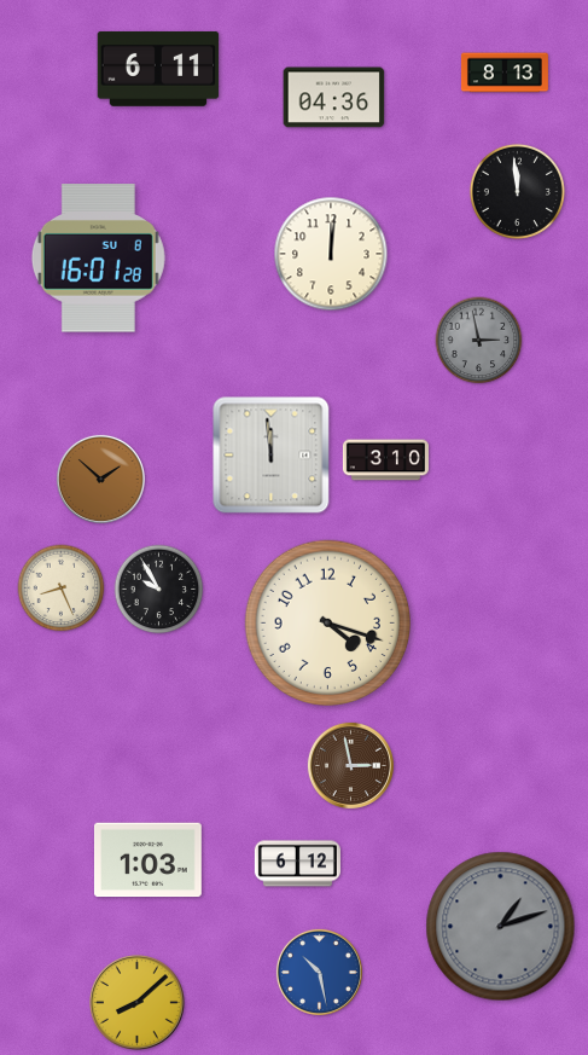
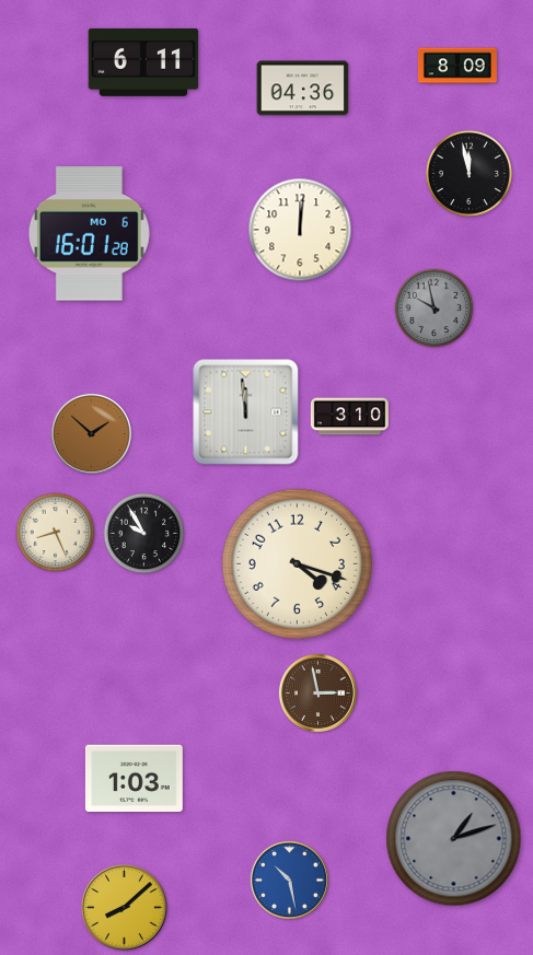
clock at (505, 73): 8:13 -> 8:09
clock at (517, 191): 11:59 -> 11:58
clock at (98, 259) date: SU 8 -> MO 6
clock at (479, 341): 2:58 -> 9:58
clock at (297, 864): 6:12 -> none
